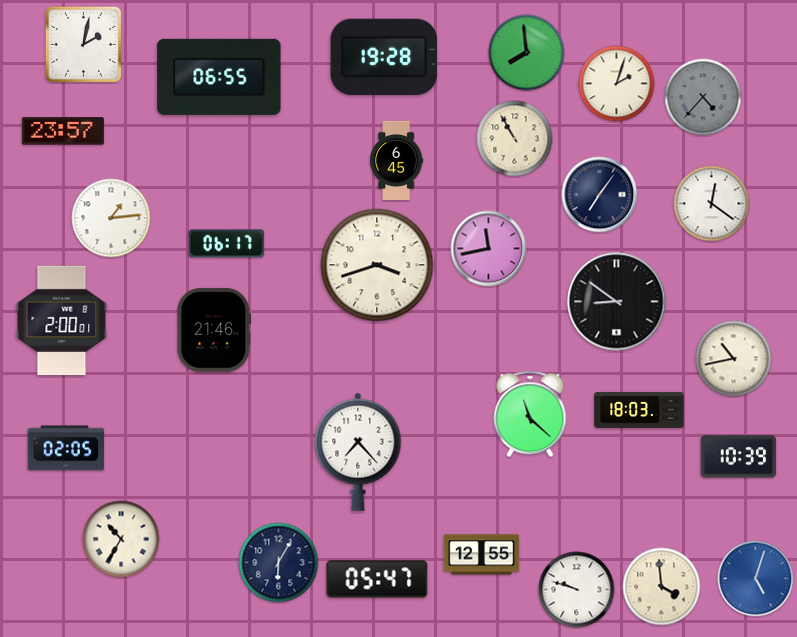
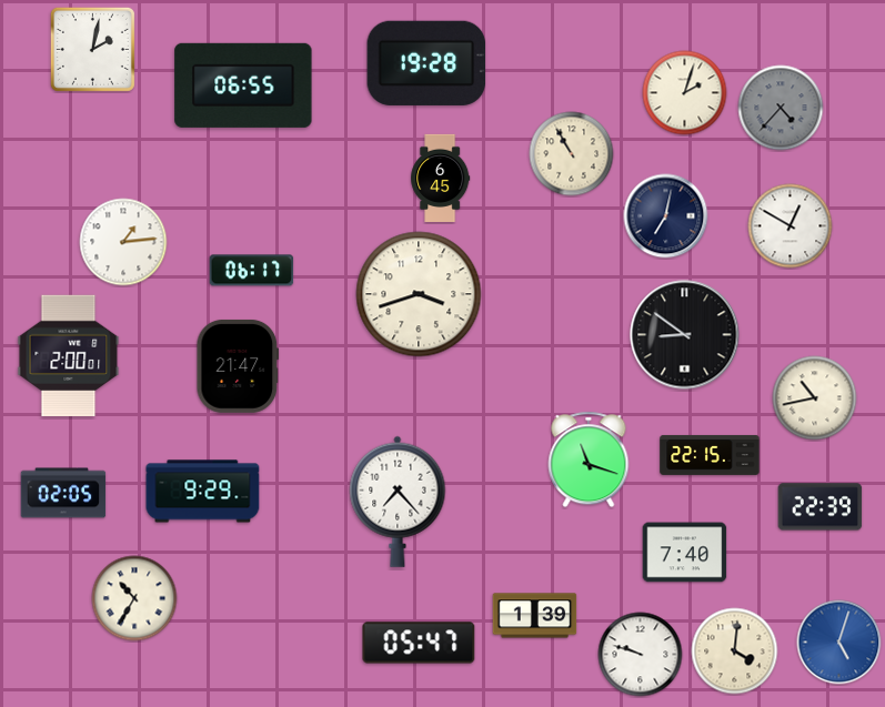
clock at (527, 53): 7:59 -> none
clock at (63, 131): 23:57 -> none
clock at (600, 195): 7:06 -> 7:02
clock at (712, 204): 12:21 -> 12:50
clock at (489, 249): 11:43 -> none
clock at (214, 330): 21:46 -> 21:47
clock at (639, 410): 18:03 -> 22:15
clock at (530, 414): 11:22 -> 11:18
clock at (203, 492): none -> 9:29
clock at (66, 448) position: (66, 448) -> (63, 493)
clock at (739, 457): 10:39 -> 22:39
clock at (685, 553): none -> 7:40
clock at (482, 555): 12:55 -> 1:39
clock at (279, 563): 6:05 -> none
clock at (662, 587): 3:59 -> 4:01
